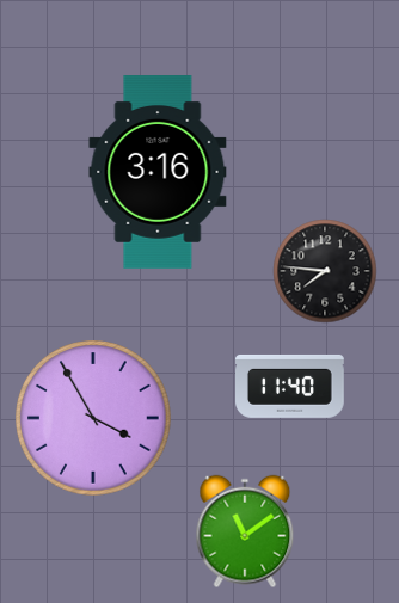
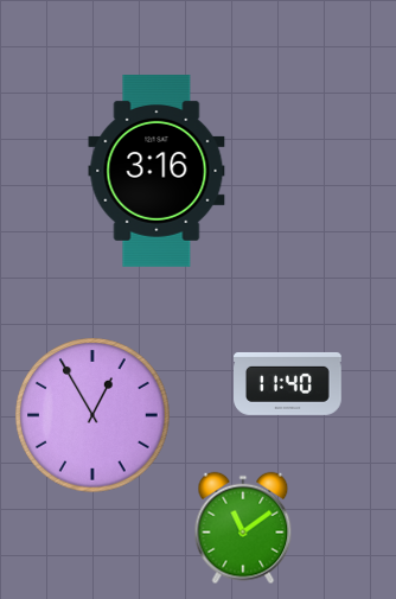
clock at (325, 271): 7:46 -> none
clock at (93, 418): 3:55 -> 12:55
